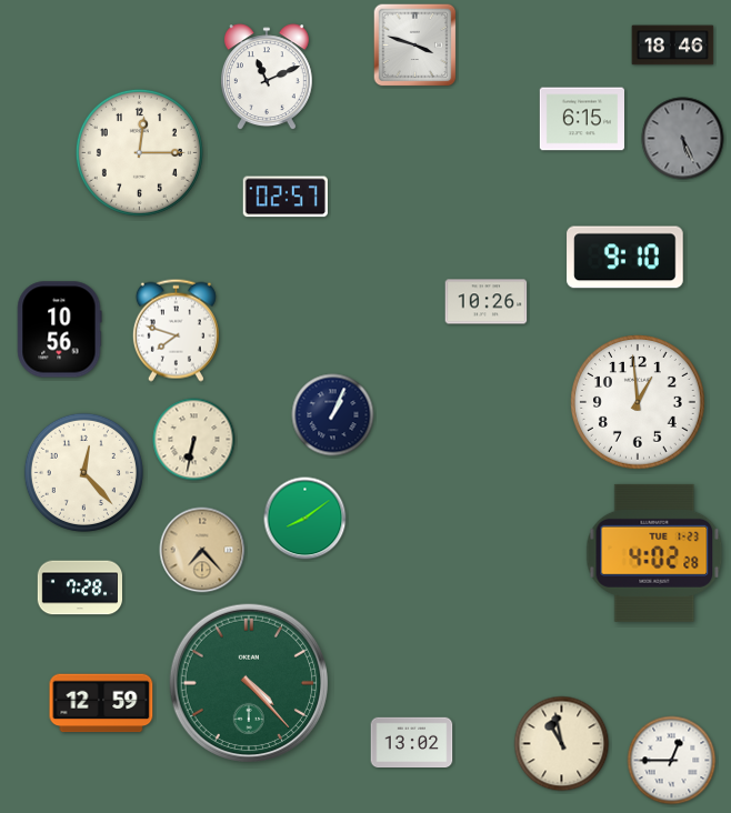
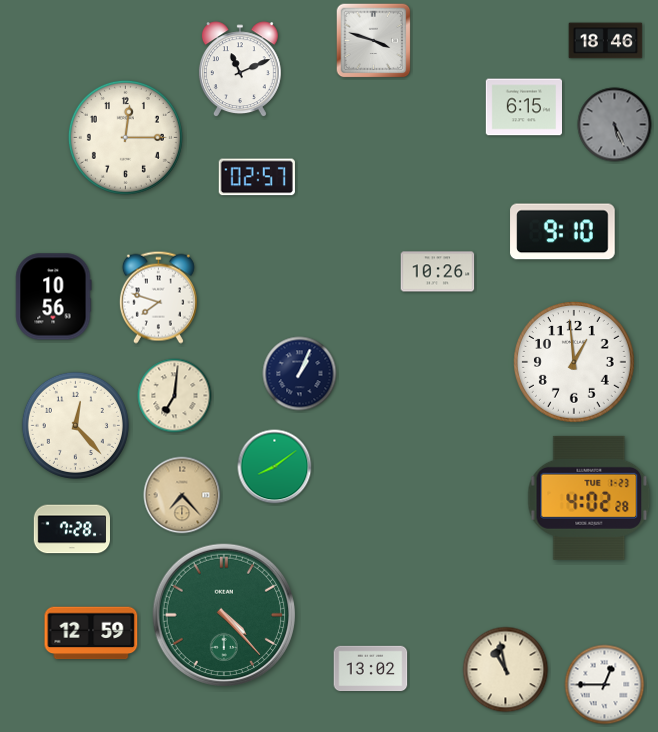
clock at (194, 440): 6:32 -> 7:01
